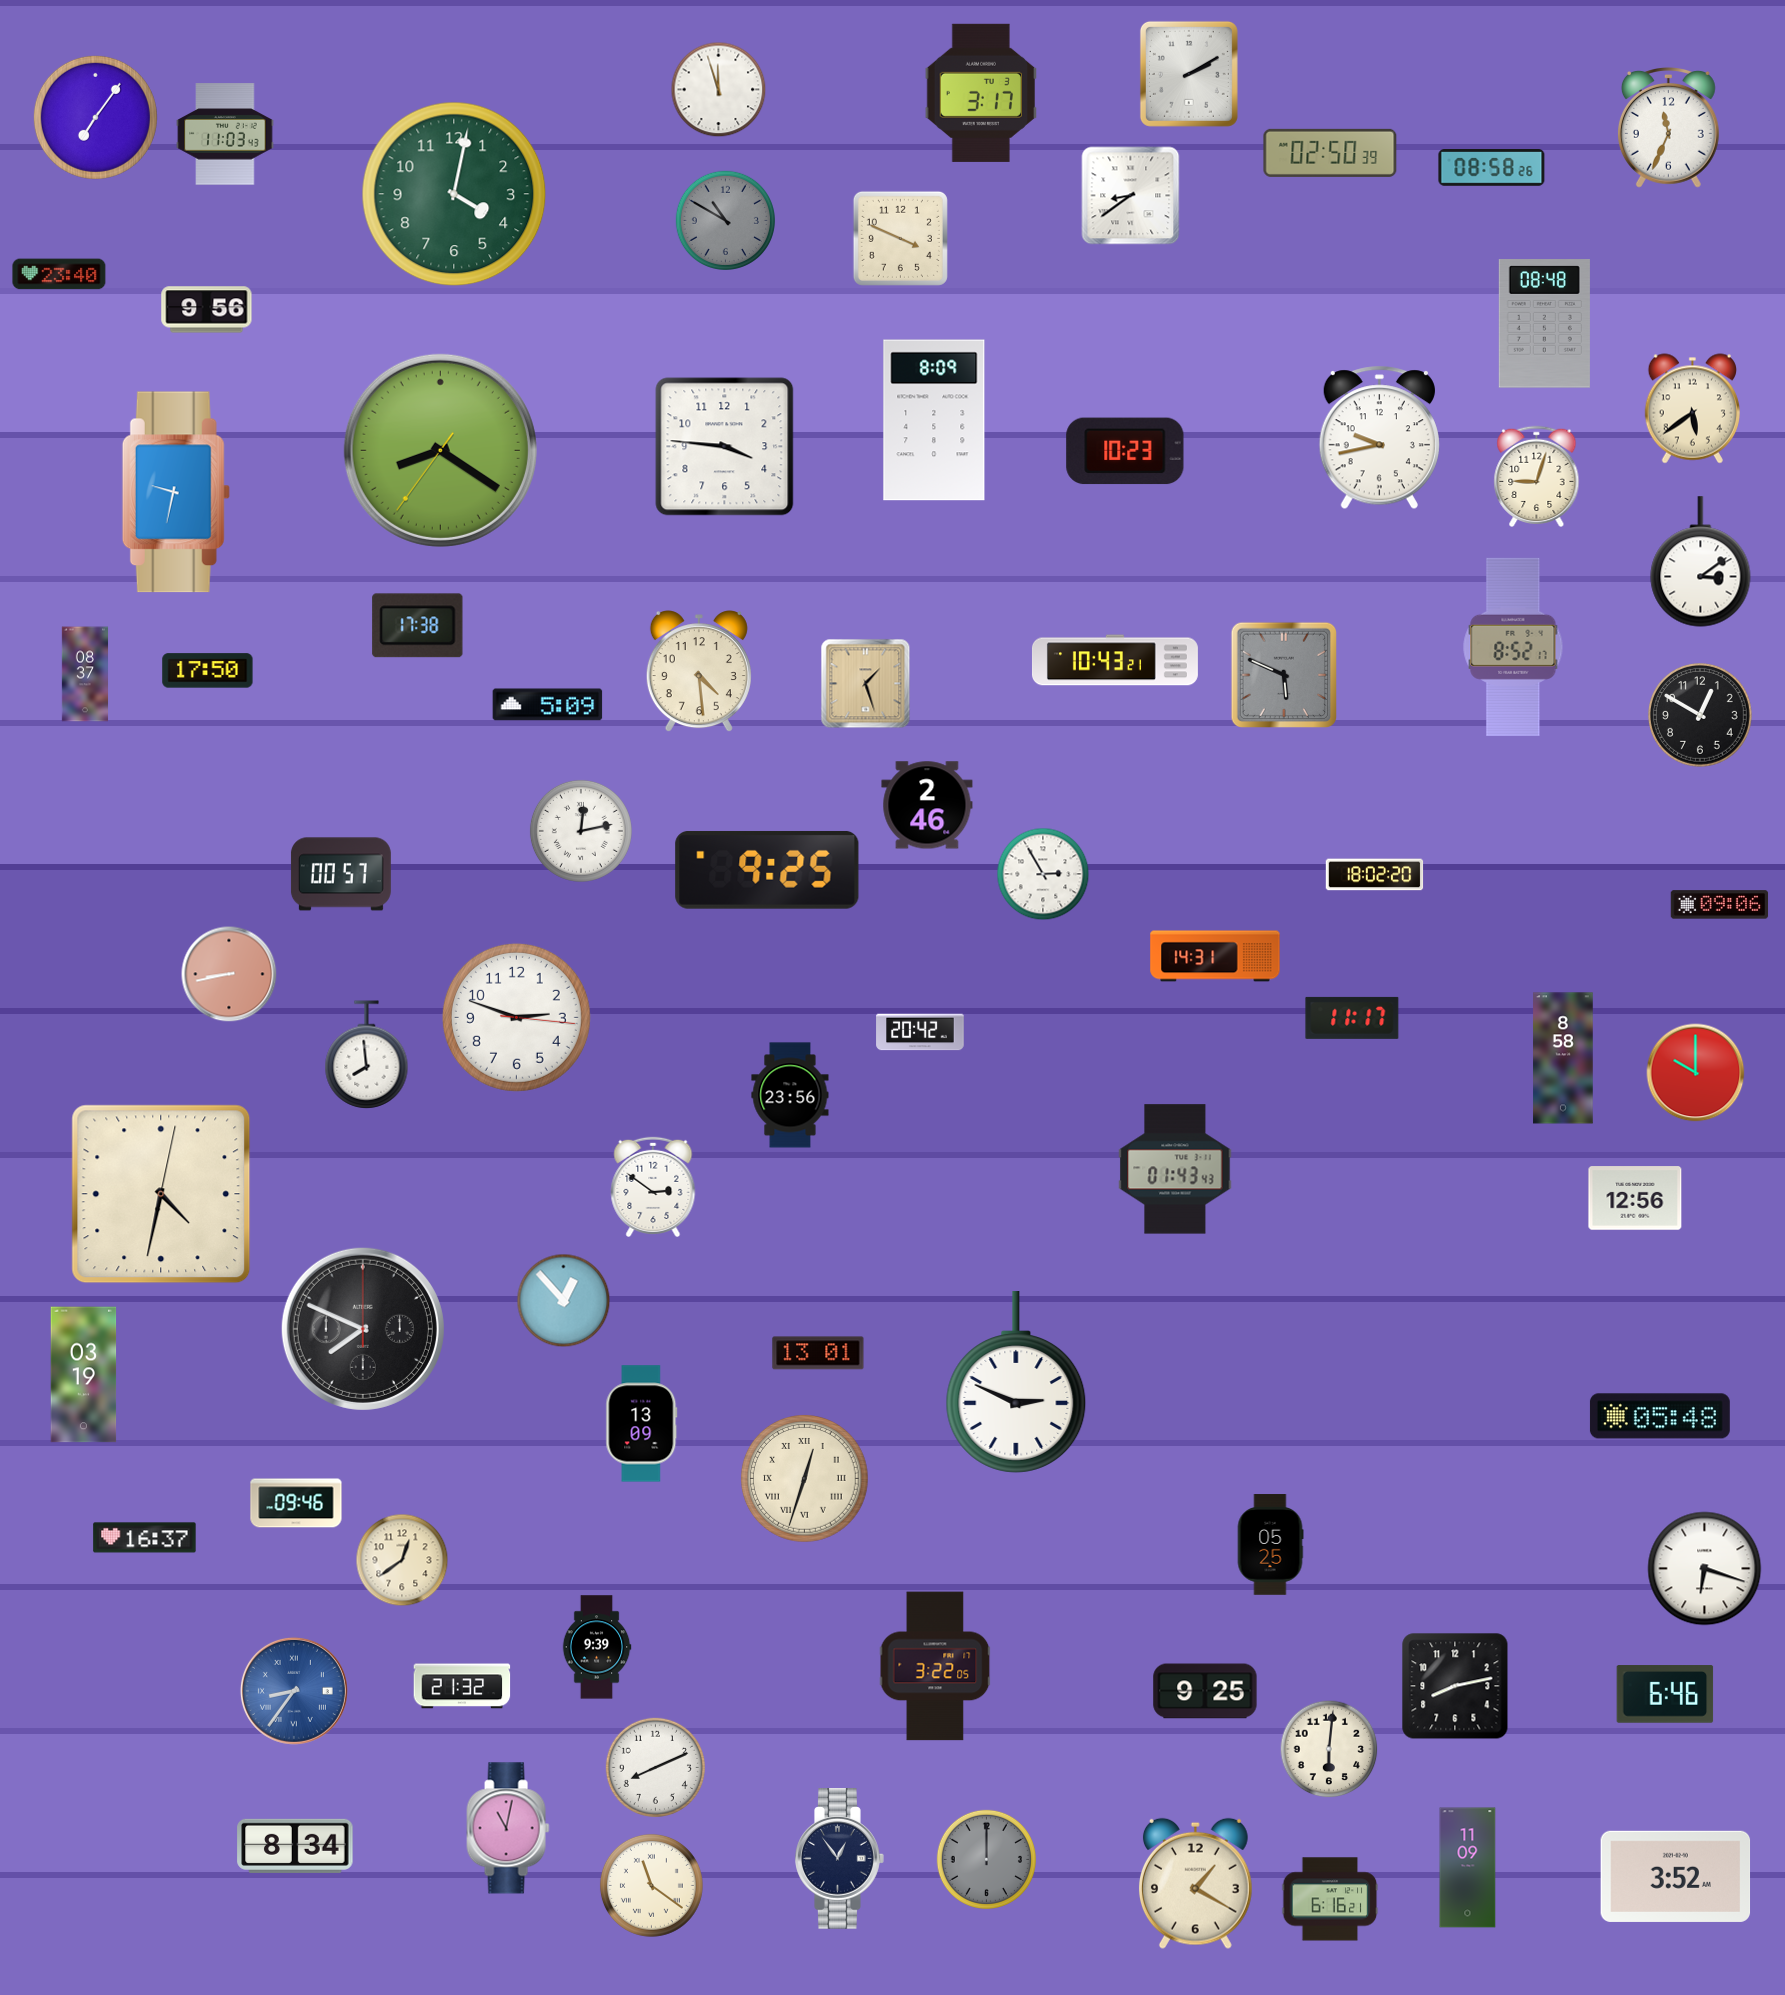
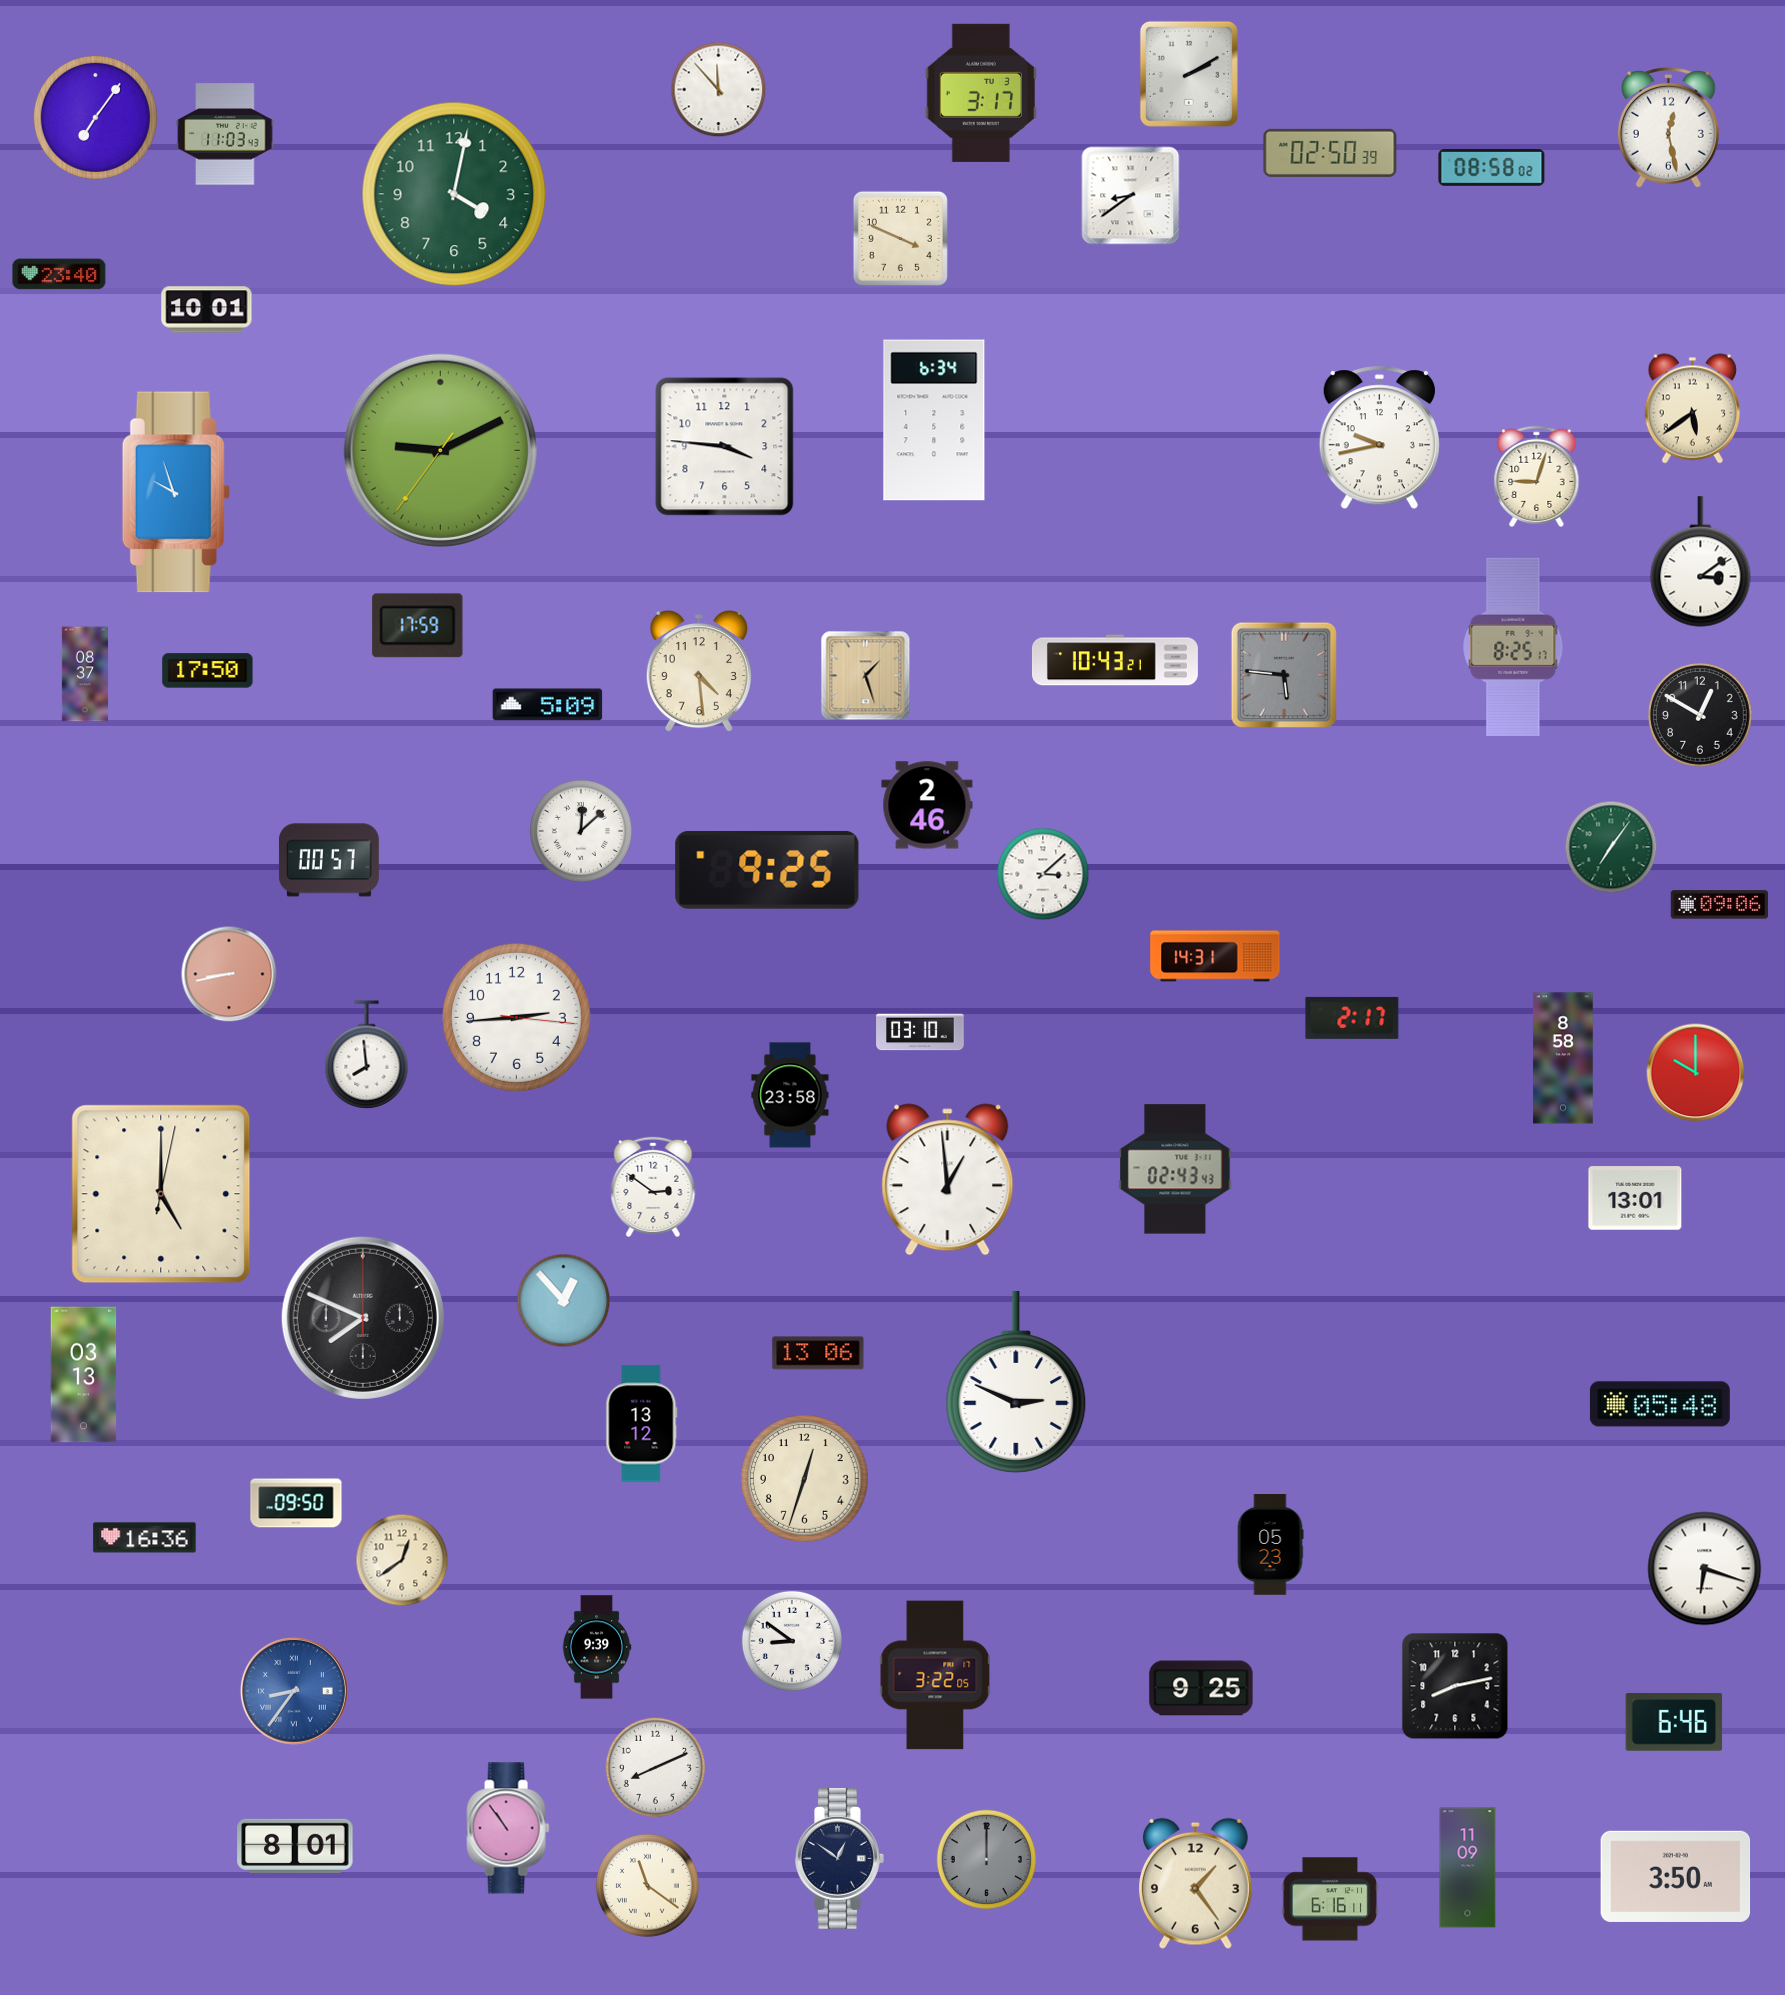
clock at (719, 90): 11:57 -> 11:53
clock at (1668, 128): 11:34 -> 12:28
clock at (1492, 168): 08:58:26 -> 08:58:02
clock at (725, 220): 10:50 -> none
clock at (207, 310): 9:56 -> 10:01
clock at (1544, 324): 08:48 -> none
clock at (934, 420): 8:09 -> 6:34
clock at (440, 450): 8:20 -> 9:10
clock at (1125, 451): 10:23 -> none
clock at (176, 492): 9:32 -> 9:57
clock at (418, 626): 17:38 -> 17:59
clock at (1513, 647): 8:52 -> 8:25
clock at (1283, 674): 5:49 -> 5:46
clock at (866, 684) position: (866, 684) -> (866, 676)
clock at (581, 831): 12:13 -> 12:08
clock at (1611, 847): none -> 7:06
clock at (341, 874) position: (341, 874) -> (329, 860)
clock at (1043, 874): 2:55 -> 3:08
clock at (1375, 875): 18:02 -> none
clock at (516, 1017): 2:48 -> 2:44
clock at (1352, 1018): 11:17 -> 2:17
clock at (920, 1032): 20:42 -> 03:10
clock at (790, 1095): 23:56 -> 23:58
clock at (1175, 1169): 01:43 -> 02:43
clock at (948, 1180): none -> 12:59
clock at (161, 1194): 4:32 -> 5:00
clock at (1635, 1198): 12:56 -> 13:01
clock at (363, 1329) position: (363, 1329) -> (363, 1318)
clock at (818, 1353): 13:01 -> 13:06
clock at (84, 1375): 03:19 -> 03:13
clock at (1660, 1416) position: (1660, 1416) -> (1660, 1404)
clock at (642, 1424): 13:09 -> 13:12
clock at (805, 1479) numerals: Roman -> Arabic
clock at (296, 1503): 09:46 -> 09:50
clock at (145, 1538): 16:37 -> 16:36
clock at (1270, 1545): 05:25 -> 05:23
clock at (792, 1641): none -> 8:51
clock at (935, 1666) position: (935, 1666) -> (935, 1675)
clock at (462, 1686): 21:32 -> none
clock at (1205, 1691) position: (1205, 1691) -> (1201, 1688)
clock at (1665, 1694) position: (1665, 1694) -> (1674, 1722)
clock at (1329, 1749): 6:01 -> none
clock at (508, 1828): 11:02 -> 10:54
clock at (295, 1846): 8:34 -> 8:01
clock at (840, 1859): 12:54 -> 12:51
clock at (1676, 1876): 3:52 -> 3:50
clock at (1195, 1883): 1:20 -> 1:24
clock at (651, 1885) position: (651, 1885) -> (647, 1885)
clock at (1330, 1899): 6:16:21 -> 6:16:11
